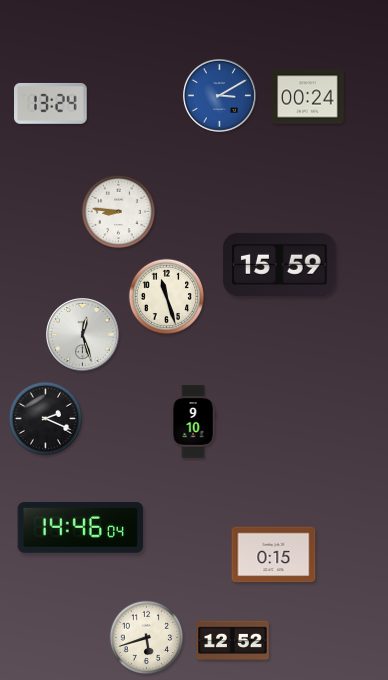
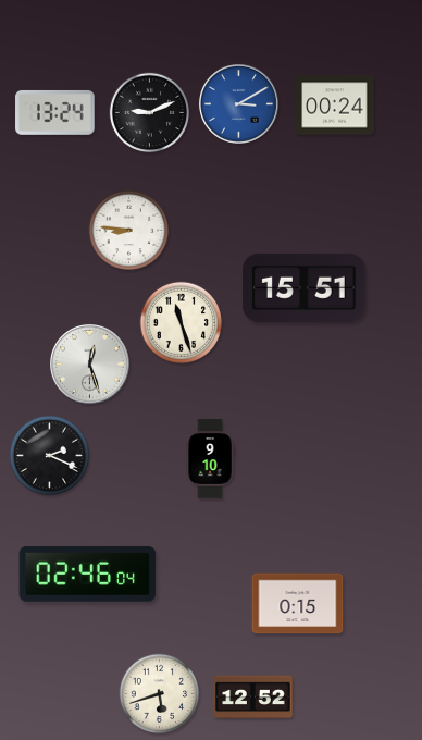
clock at (150, 113): none -> 9:11
clock at (280, 264): 15:59 -> 15:51
clock at (81, 527): 14:46 -> 02:46
